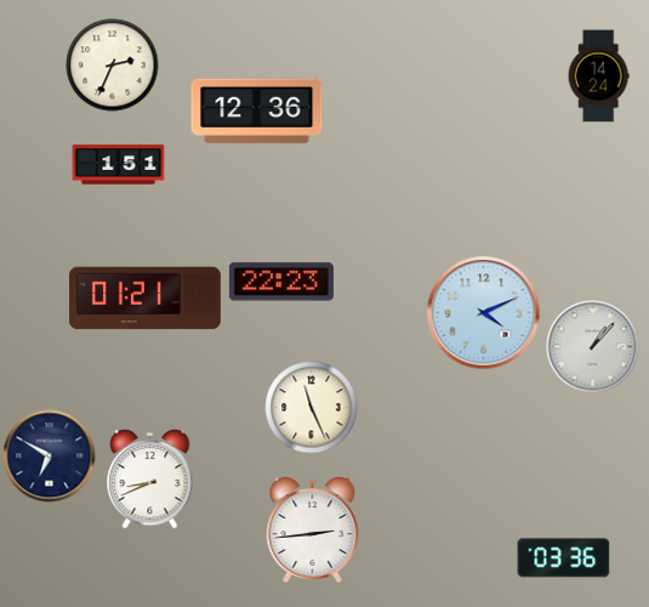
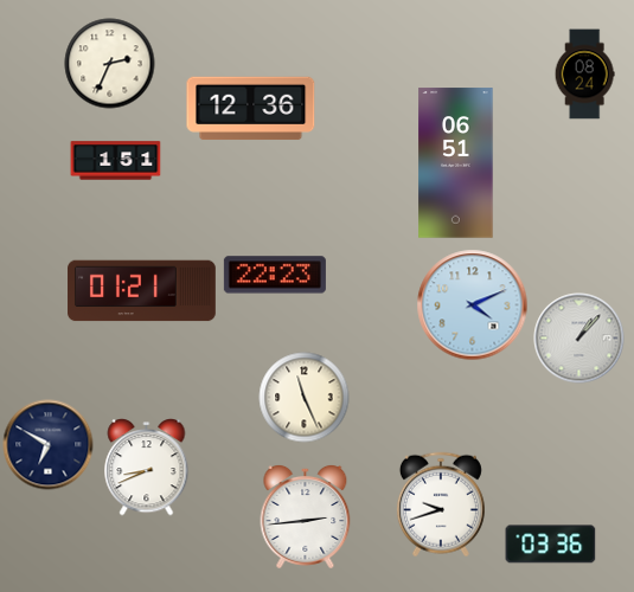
clock at (598, 76): 14:24 -> 08:24
clock at (456, 163): none -> 06:51
clock at (441, 504): none -> 9:42
